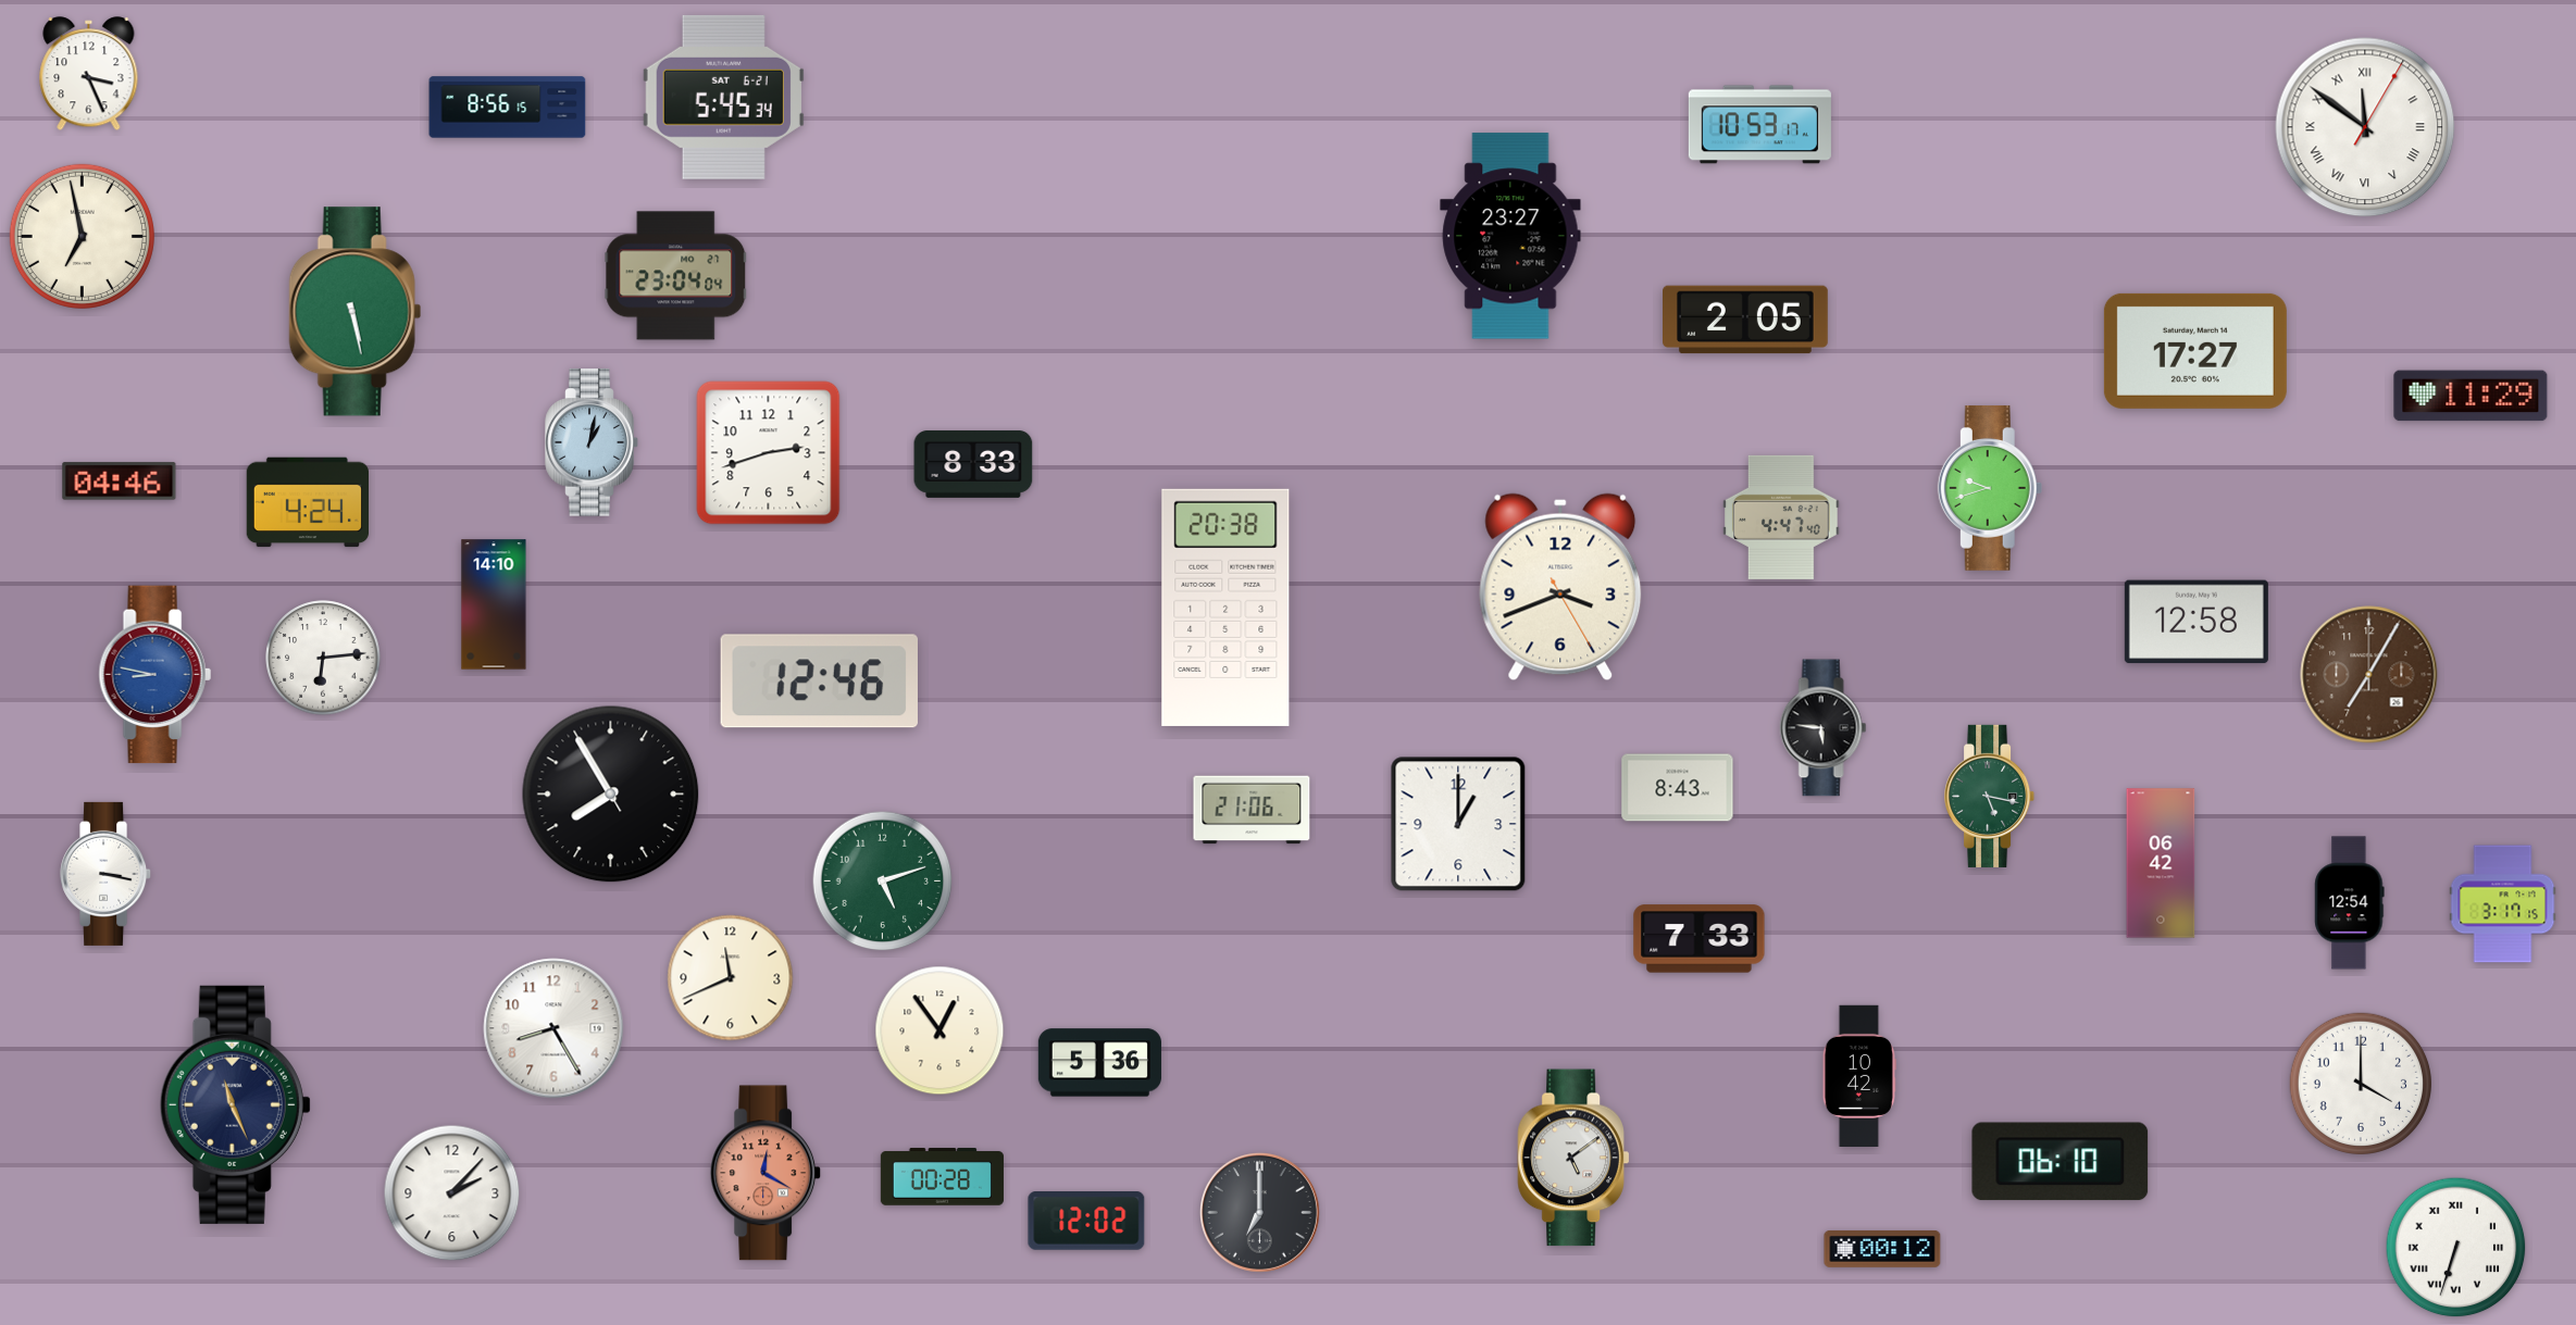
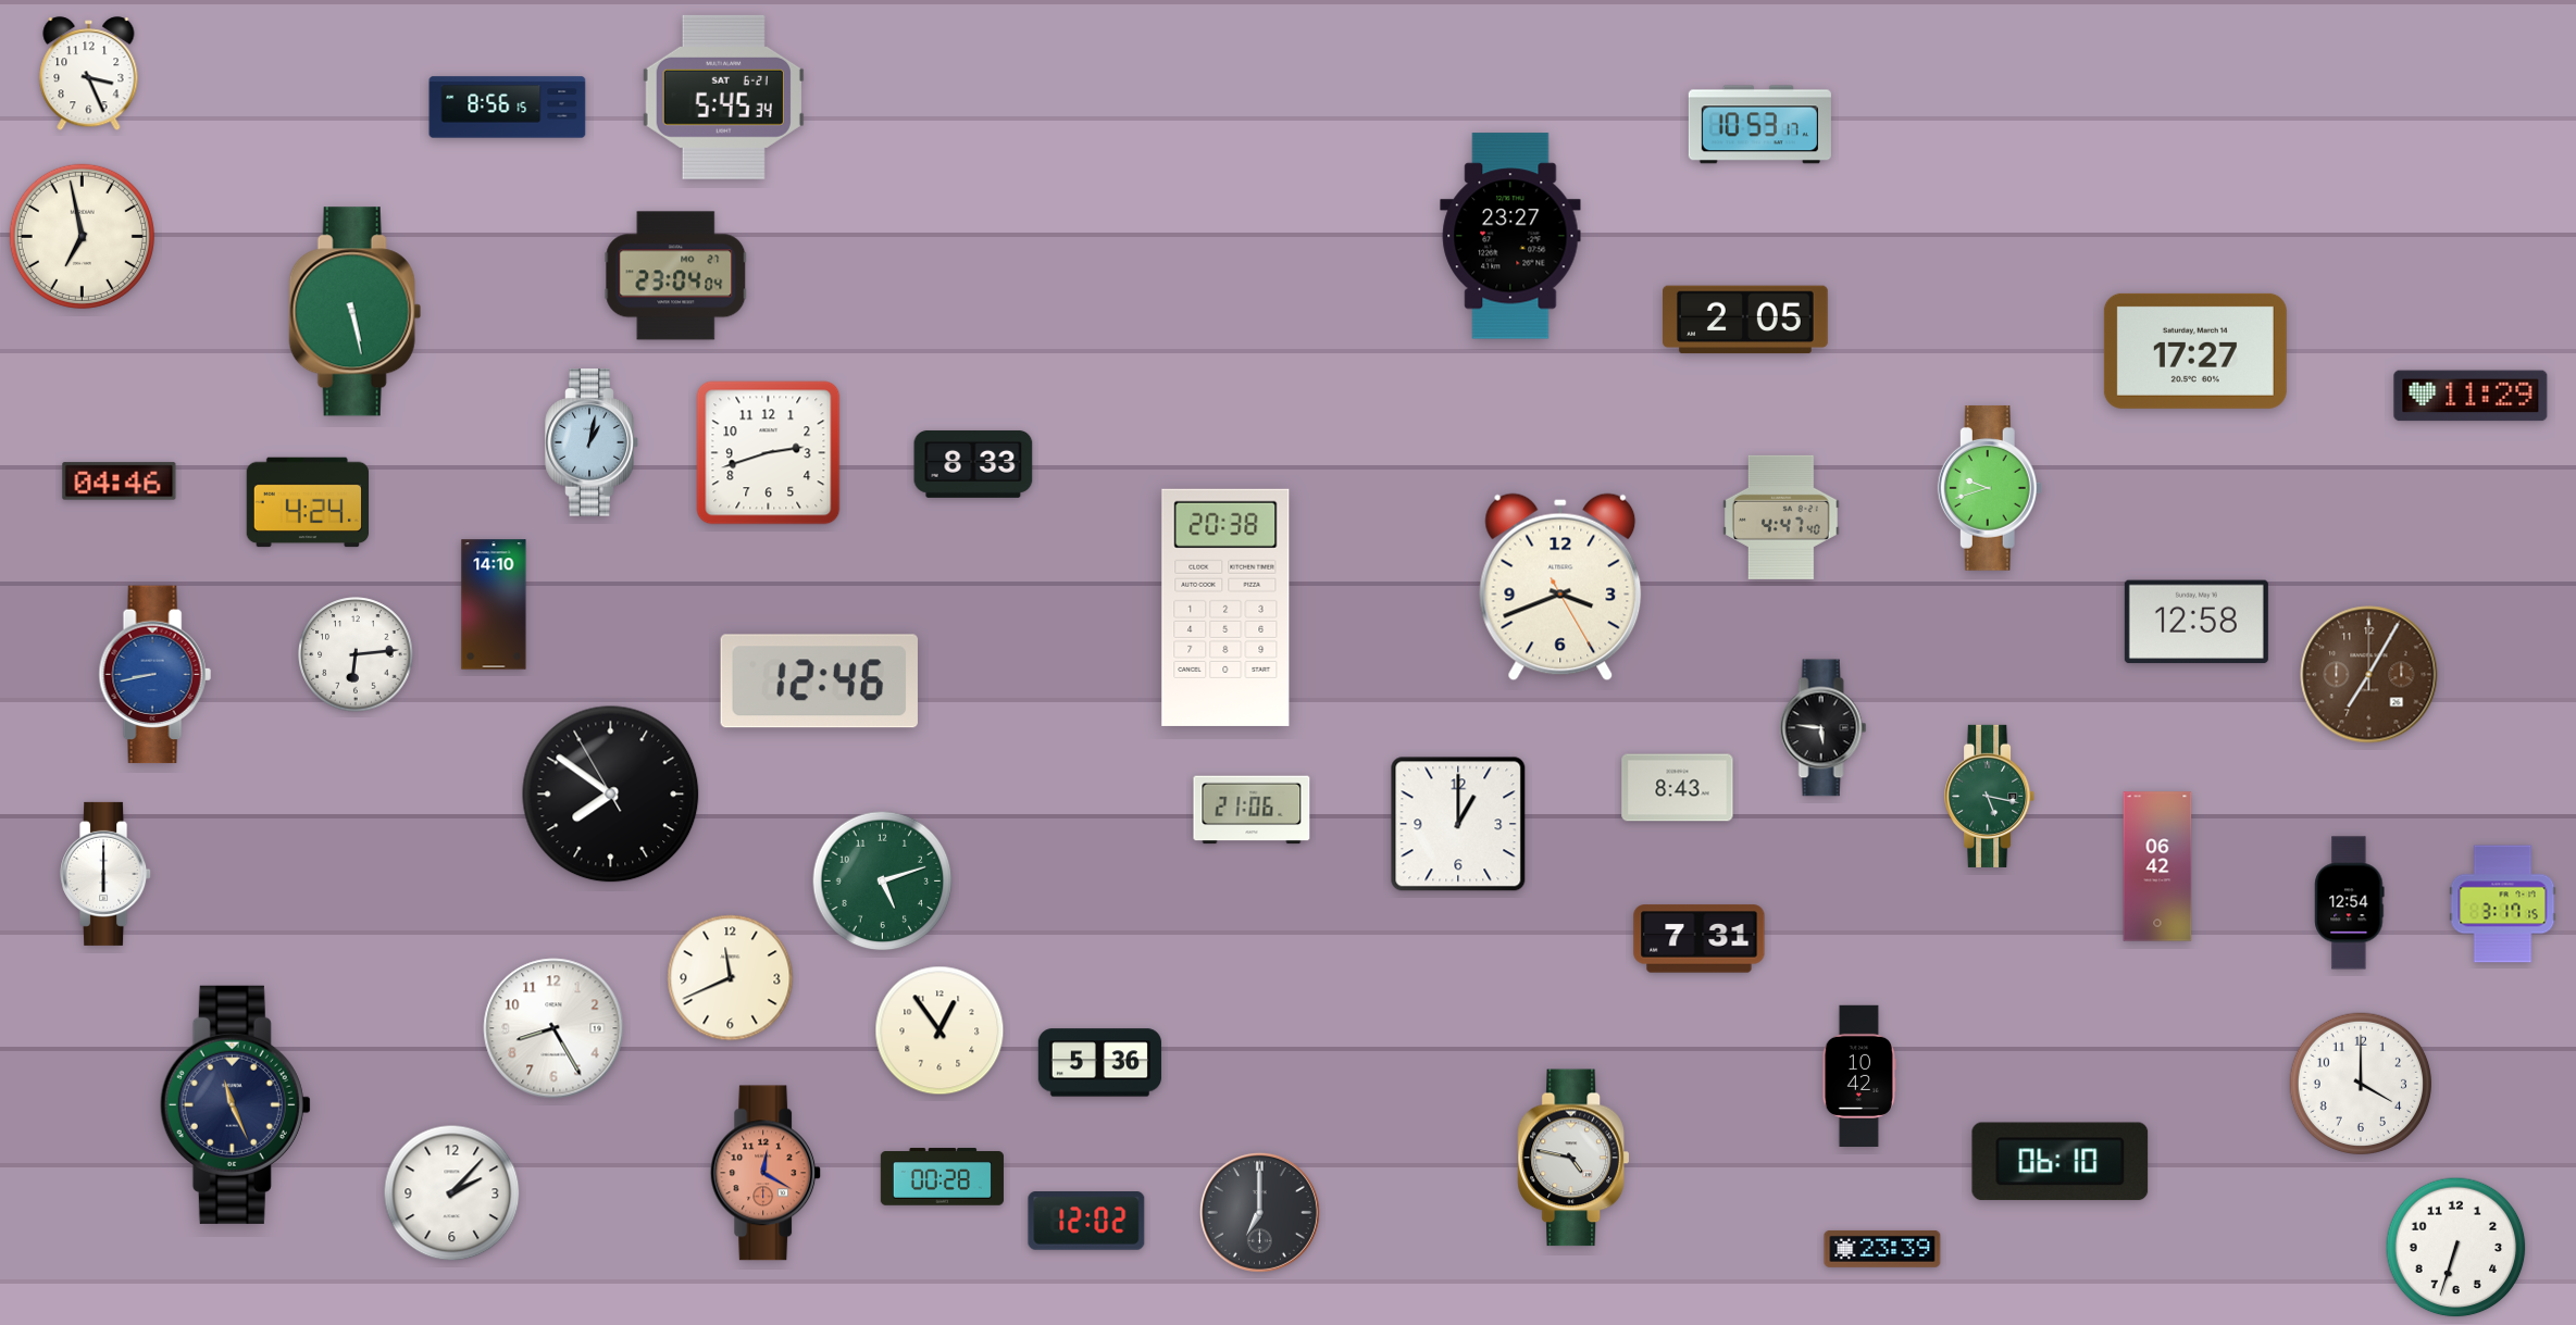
clock at (2365, 127): 11:51 -> none
clock at (323, 658) position: (323, 658) -> (356, 654)
clock at (154, 675): 8:47 -> 8:43
clock at (611, 795): 7:54 -> 7:50
clock at (2161, 863) position: (2161, 863) -> (2157, 866)
clock at (107, 874): 3:17 -> 6:00
clock at (1700, 939): 7:33 -> 7:31
clock at (1573, 1158): 5:09 -> 4:47
clock at (2456, 1248) numerals: Roman -> Arabic
clock at (1882, 1249): 00:12 -> 23:39
